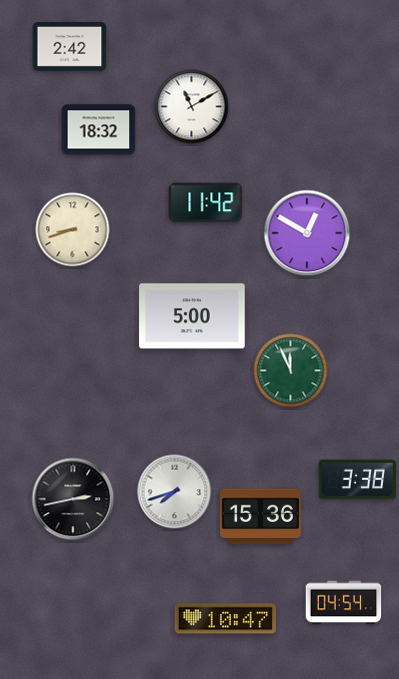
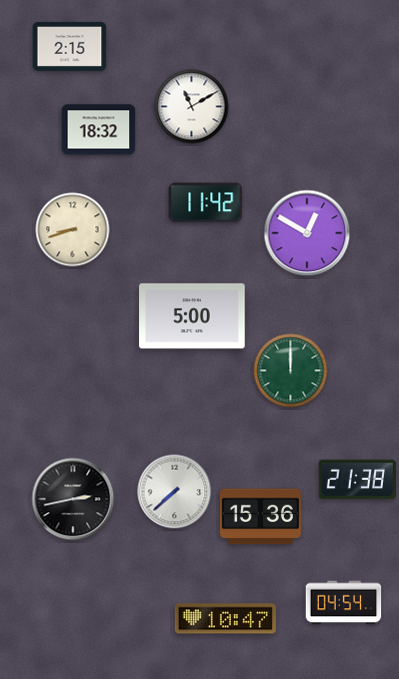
clock at (70, 46): 2:42 -> 2:15
clock at (291, 371): 11:56 -> 12:00
clock at (357, 480): 3:38 -> 21:38
clock at (175, 492): 7:42 -> 7:38
